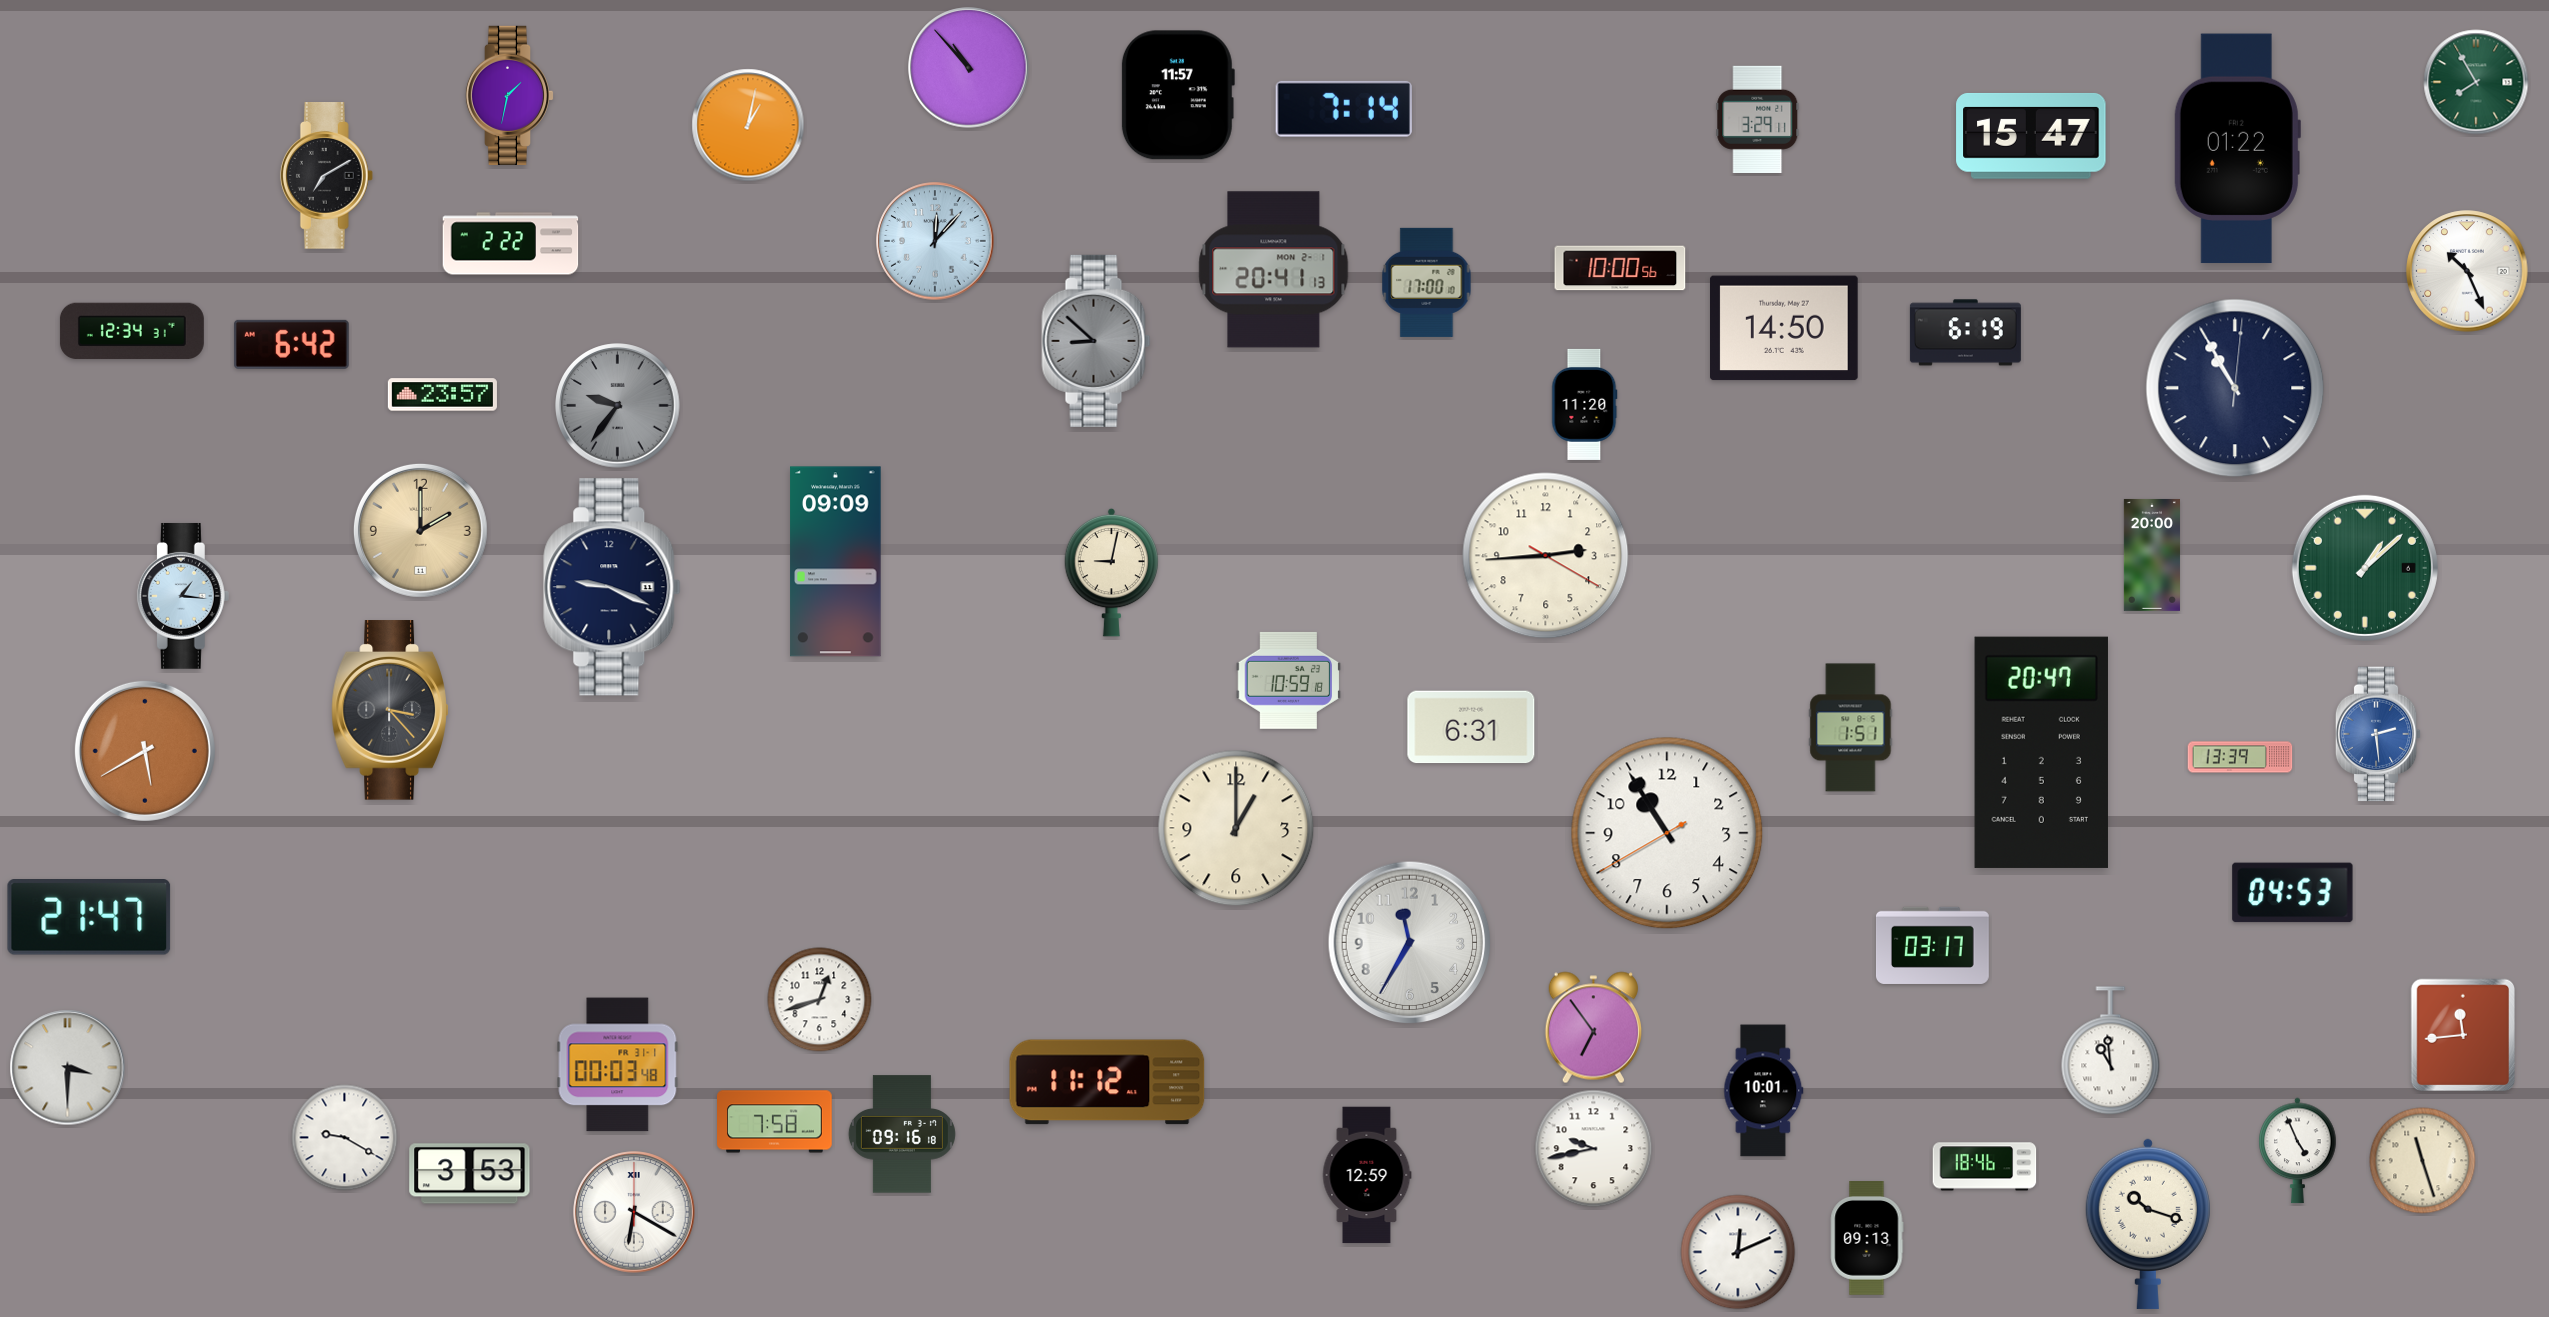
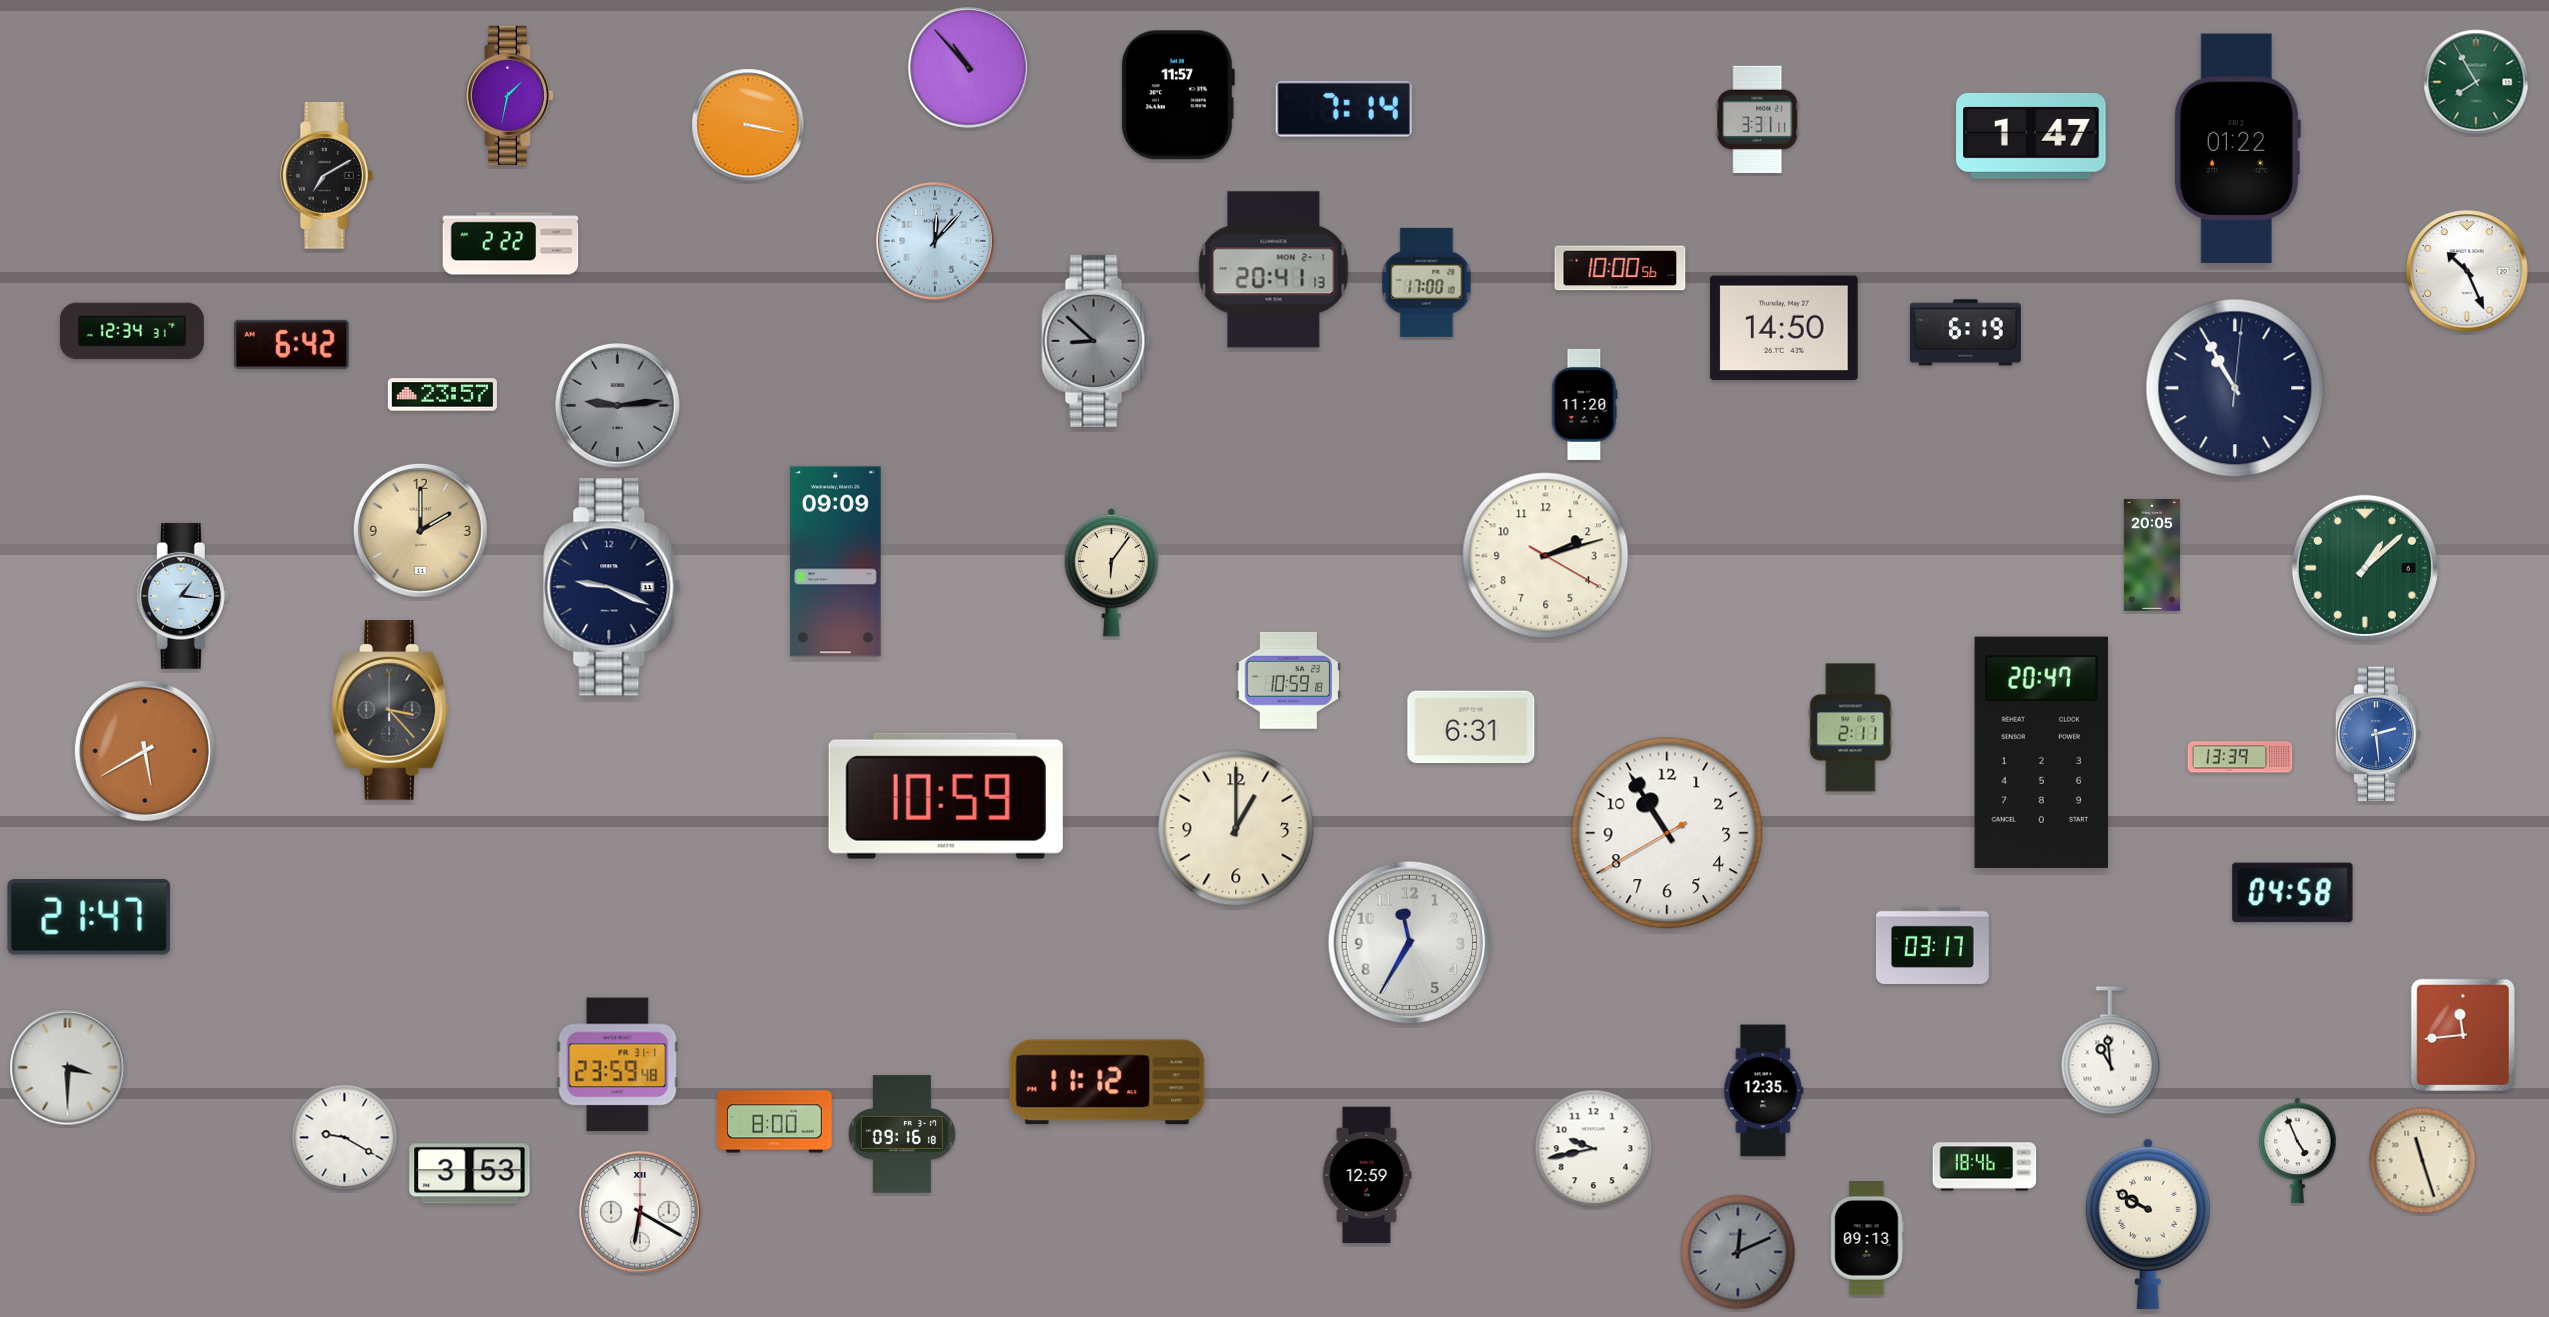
clock at (1758, 119): 3:29 -> 3:31
clock at (748, 125): 1:02 -> 3:17
clock at (2031, 136): 15:47 -> 1:47
clock at (618, 406): 9:36 -> 9:14
clock at (2152, 555): 20:00 -> 20:05
clock at (1546, 556): 2:44 -> 2:12
clock at (1112, 572): 9:02 -> 6:06
clock at (1851, 728): 1:51 -> 2:11
clock at (946, 796): none -> 10:59
clock at (2293, 893): 04:53 -> 04:58
clock at (820, 1000): 12:42 -> none
clock at (1593, 1028): 6:54 -> none
clock at (618, 1065): 00:03 -> 23:59
clock at (1764, 1091): 10:01 -> 12:35
clock at (775, 1122): 7:58 -> 8:00
clock at (634, 1212) position: (634, 1212) -> (640, 1212)
clock at (2148, 1224): 10:18 -> 9:50
clock at (1738, 1252) dial: white -> grey
